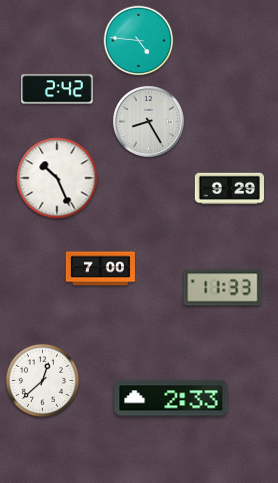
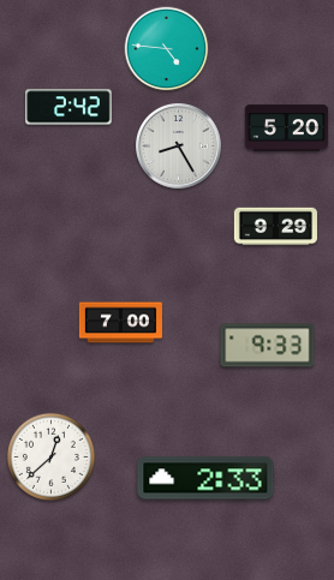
clock at (286, 128): none -> 5:20
clock at (57, 178): 10:26 -> none
clock at (223, 288): 11:33 -> 9:33
